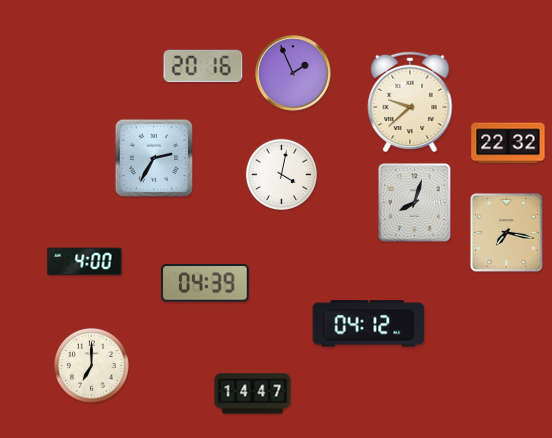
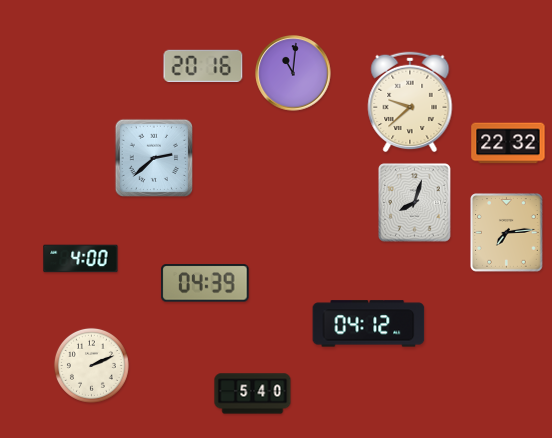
clock at (293, 73): 1:56 -> 11:01
clock at (153, 157): 2:35 -> 2:38
clock at (282, 175): 4:02 -> none
clock at (507, 233): 7:17 -> 7:14
clock at (85, 262) position: (85, 262) -> (81, 259)
clock at (91, 365): 7:00 -> 2:11
clock at (253, 394): 14:47 -> 5:40
